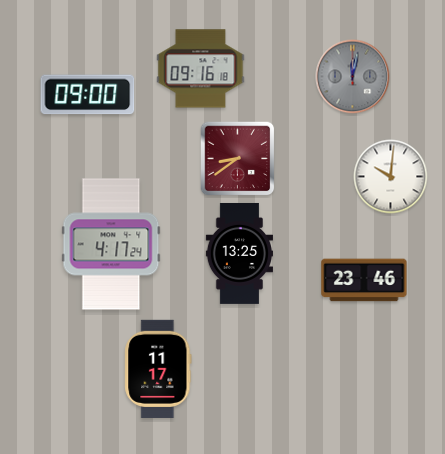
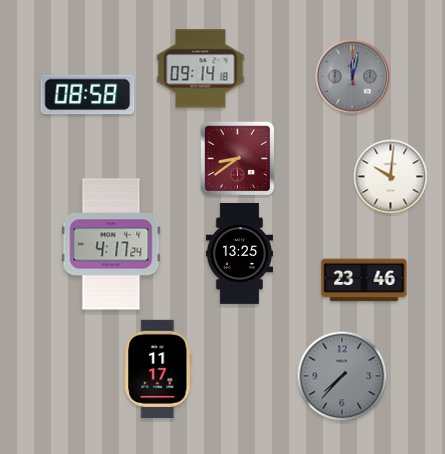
clock at (201, 69): 09:16 -> 09:14
clock at (88, 95): 09:00 -> 08:58
clock at (342, 376): none -> 7:37
